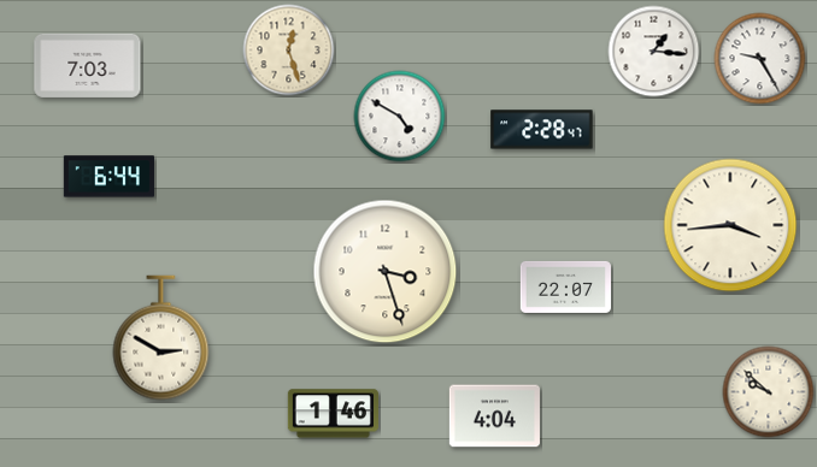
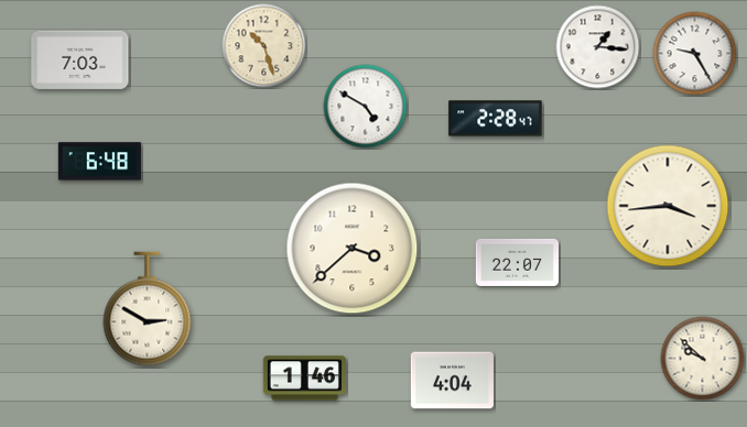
clock at (289, 51): 12:27 -> 10:27
clock at (108, 177): 6:44 -> 6:48
clock at (386, 272): 3:27 -> 3:38
